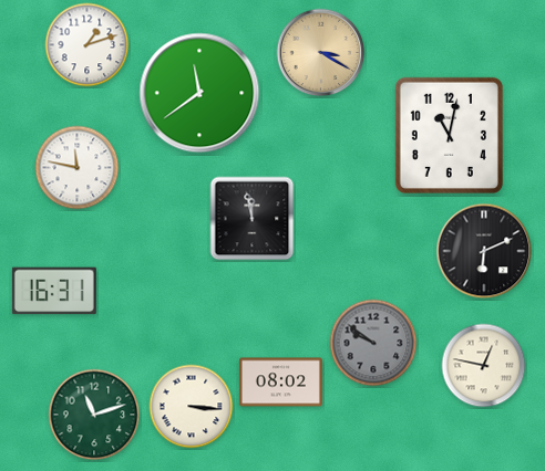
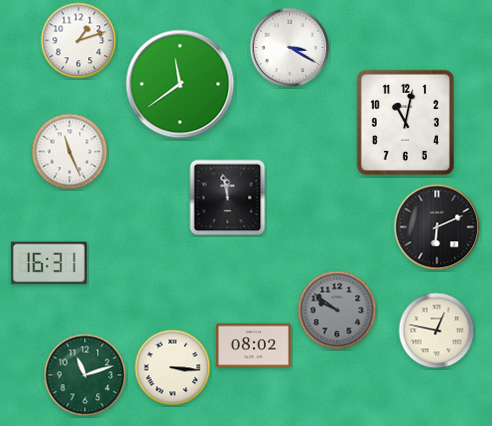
clock at (321, 53) dial: champagne -> white
clock at (78, 168): 11:47 -> 11:26
